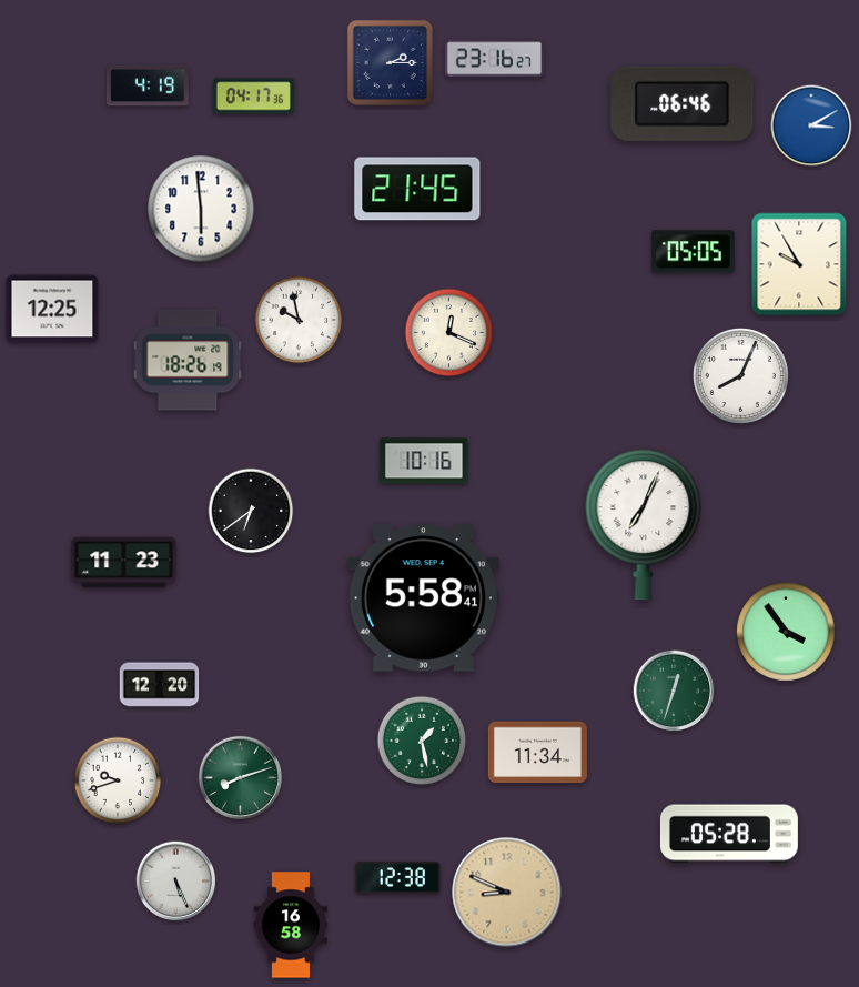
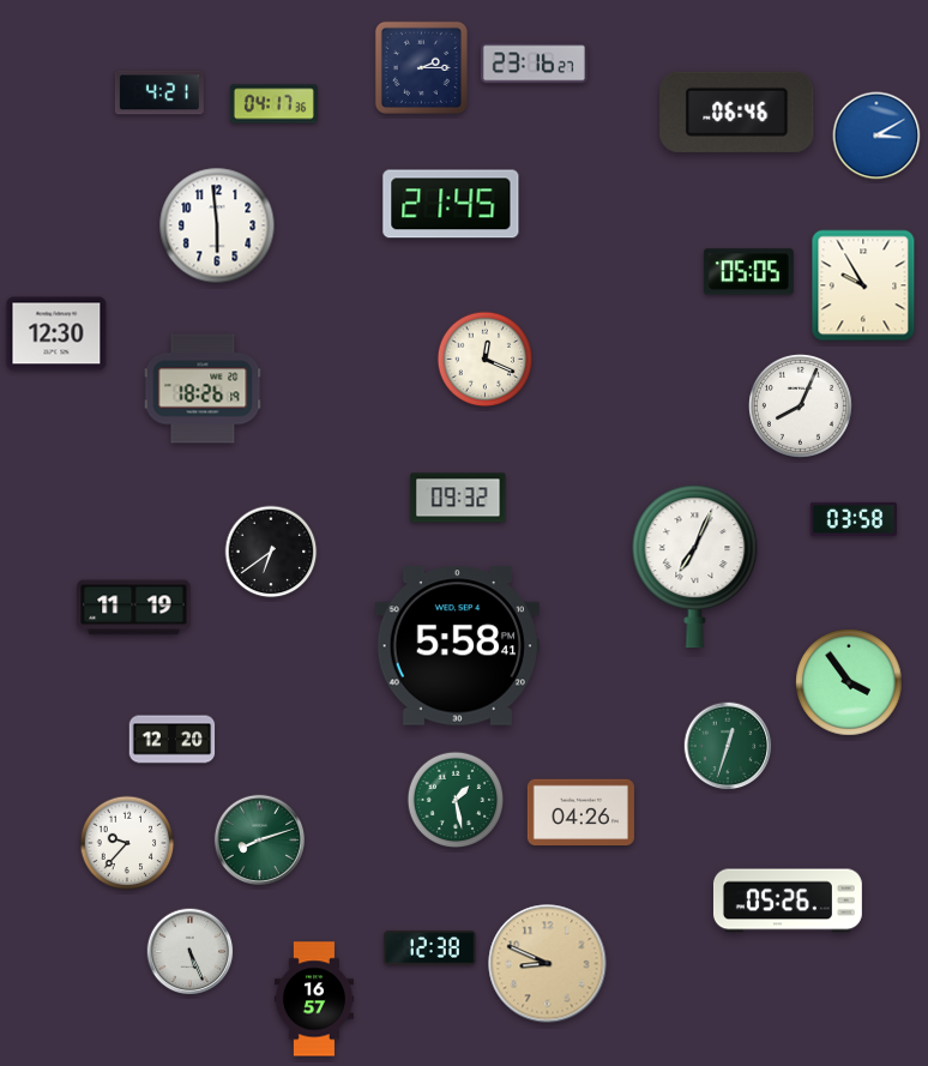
clock at (148, 85): 4:19 -> 4:21
clock at (52, 309): 12:25 -> 12:30
clock at (299, 320): 9:58 -> none
clock at (424, 461): 10:16 -> 09:32
clock at (852, 519): none -> 03:58
clock at (124, 563): 11:23 -> 11:19
clock at (537, 753): 11:34 -> 04:26
clock at (118, 780): 9:42 -> 9:37
clock at (729, 834): 05:28 -> 05:26
clock at (291, 925): 16:58 -> 16:57
